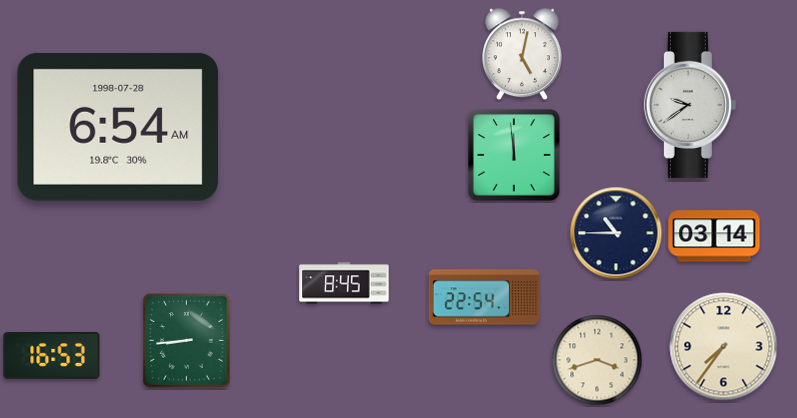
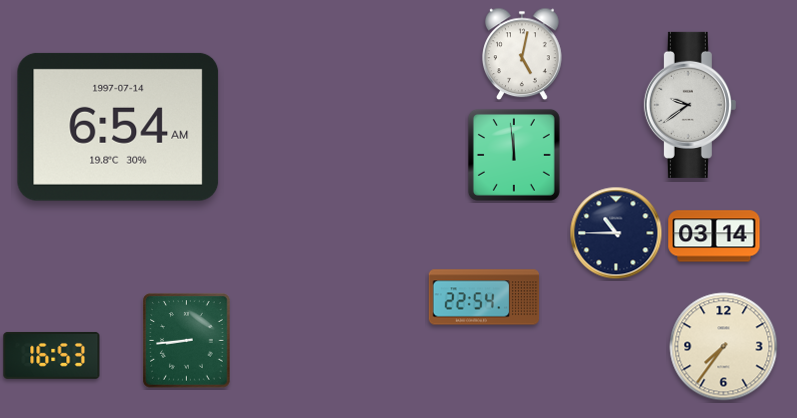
clock at (118, 127) date: 1998-07-28 -> 1997-07-14
clock at (344, 283): 8:45 -> none
clock at (597, 360): 3:42 -> none
